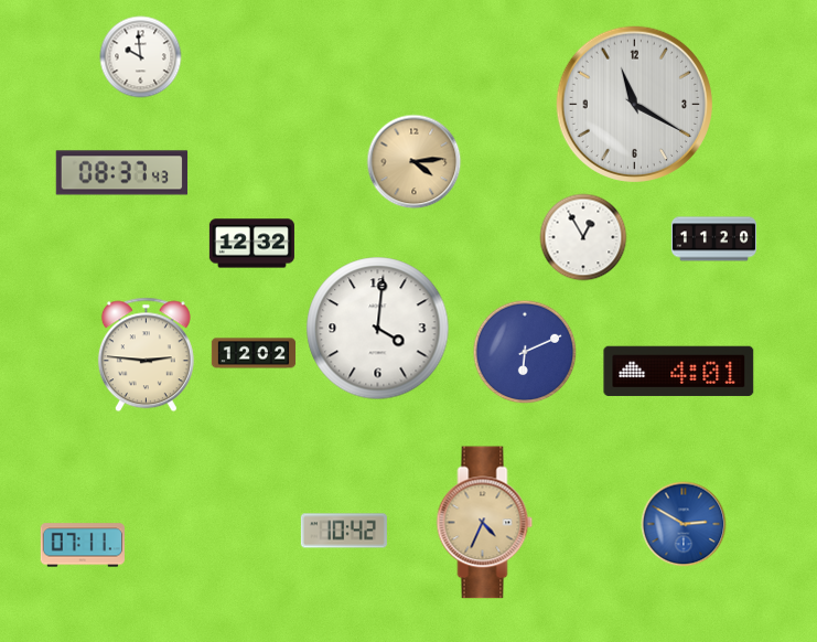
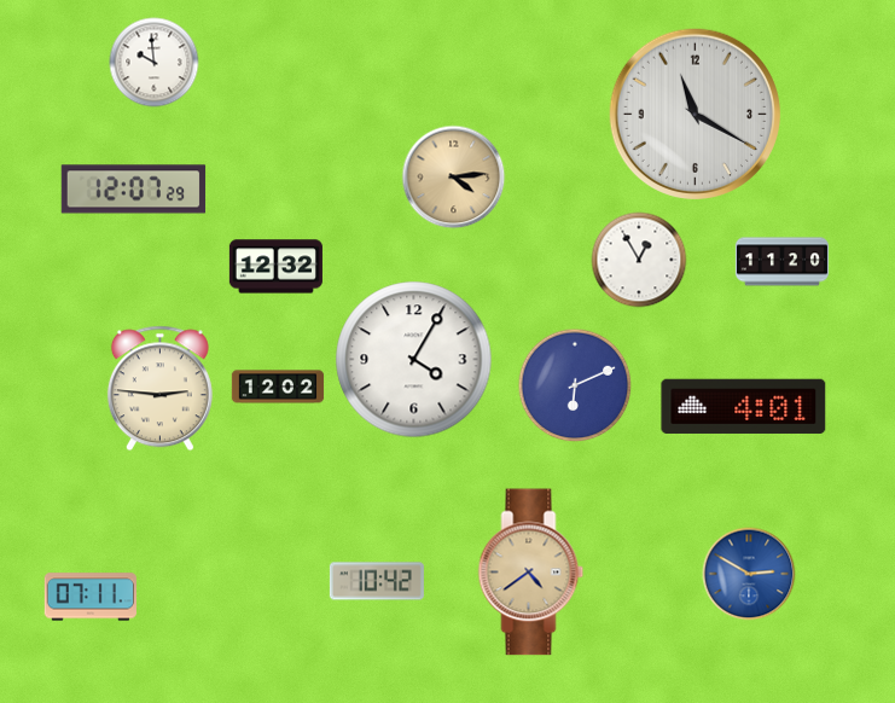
clock at (122, 173): 08:37 -> 12:07
clock at (378, 329): 4:01 -> 4:05
clock at (485, 523): 4:34 -> 4:39
